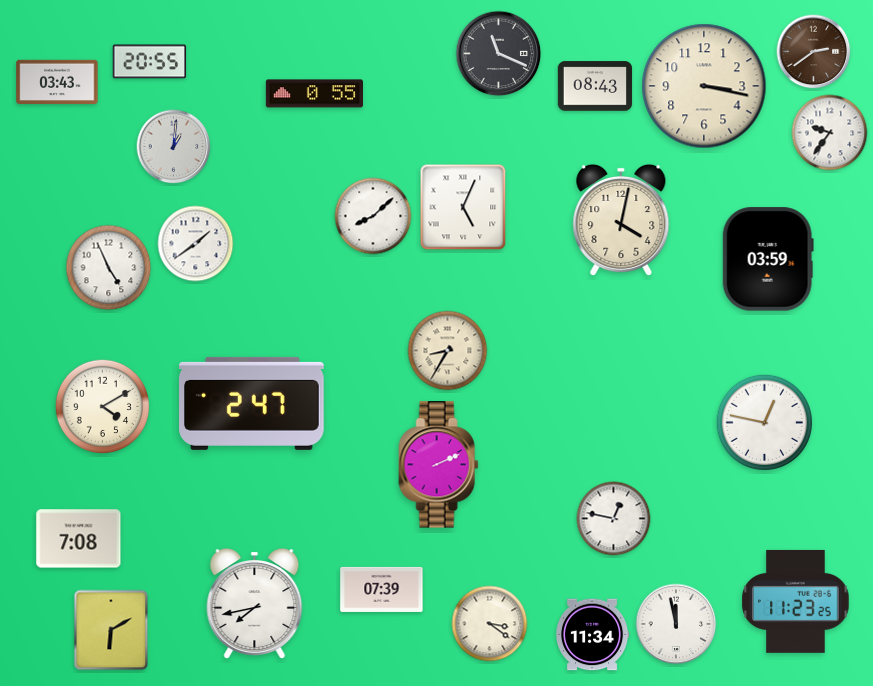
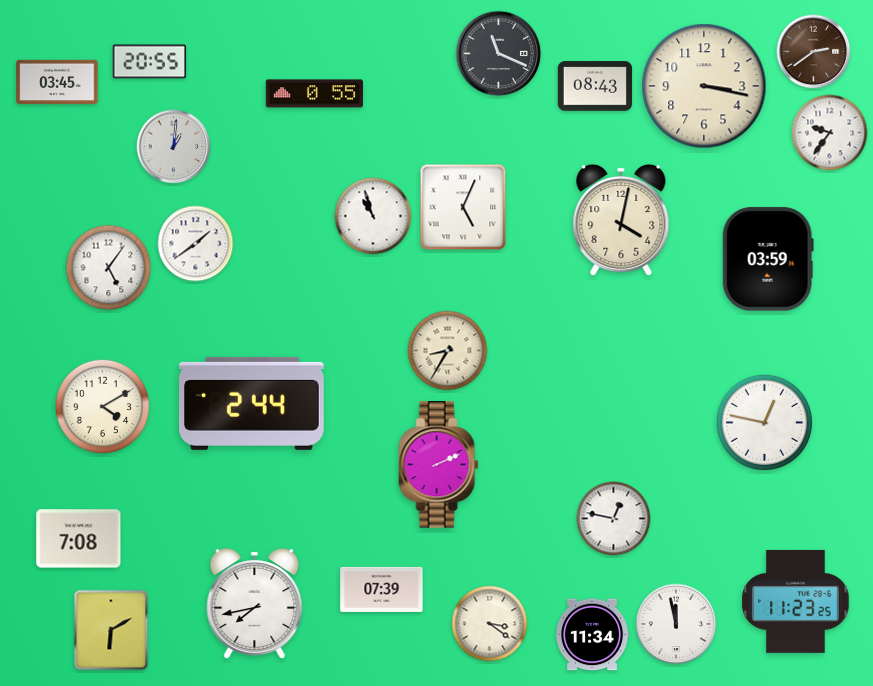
clock at (57, 82): 03:43 -> 03:45
clock at (373, 216): 8:08 -> 10:57
clock at (109, 268): 4:56 -> 5:06
clock at (252, 403): 2:47 -> 2:44
